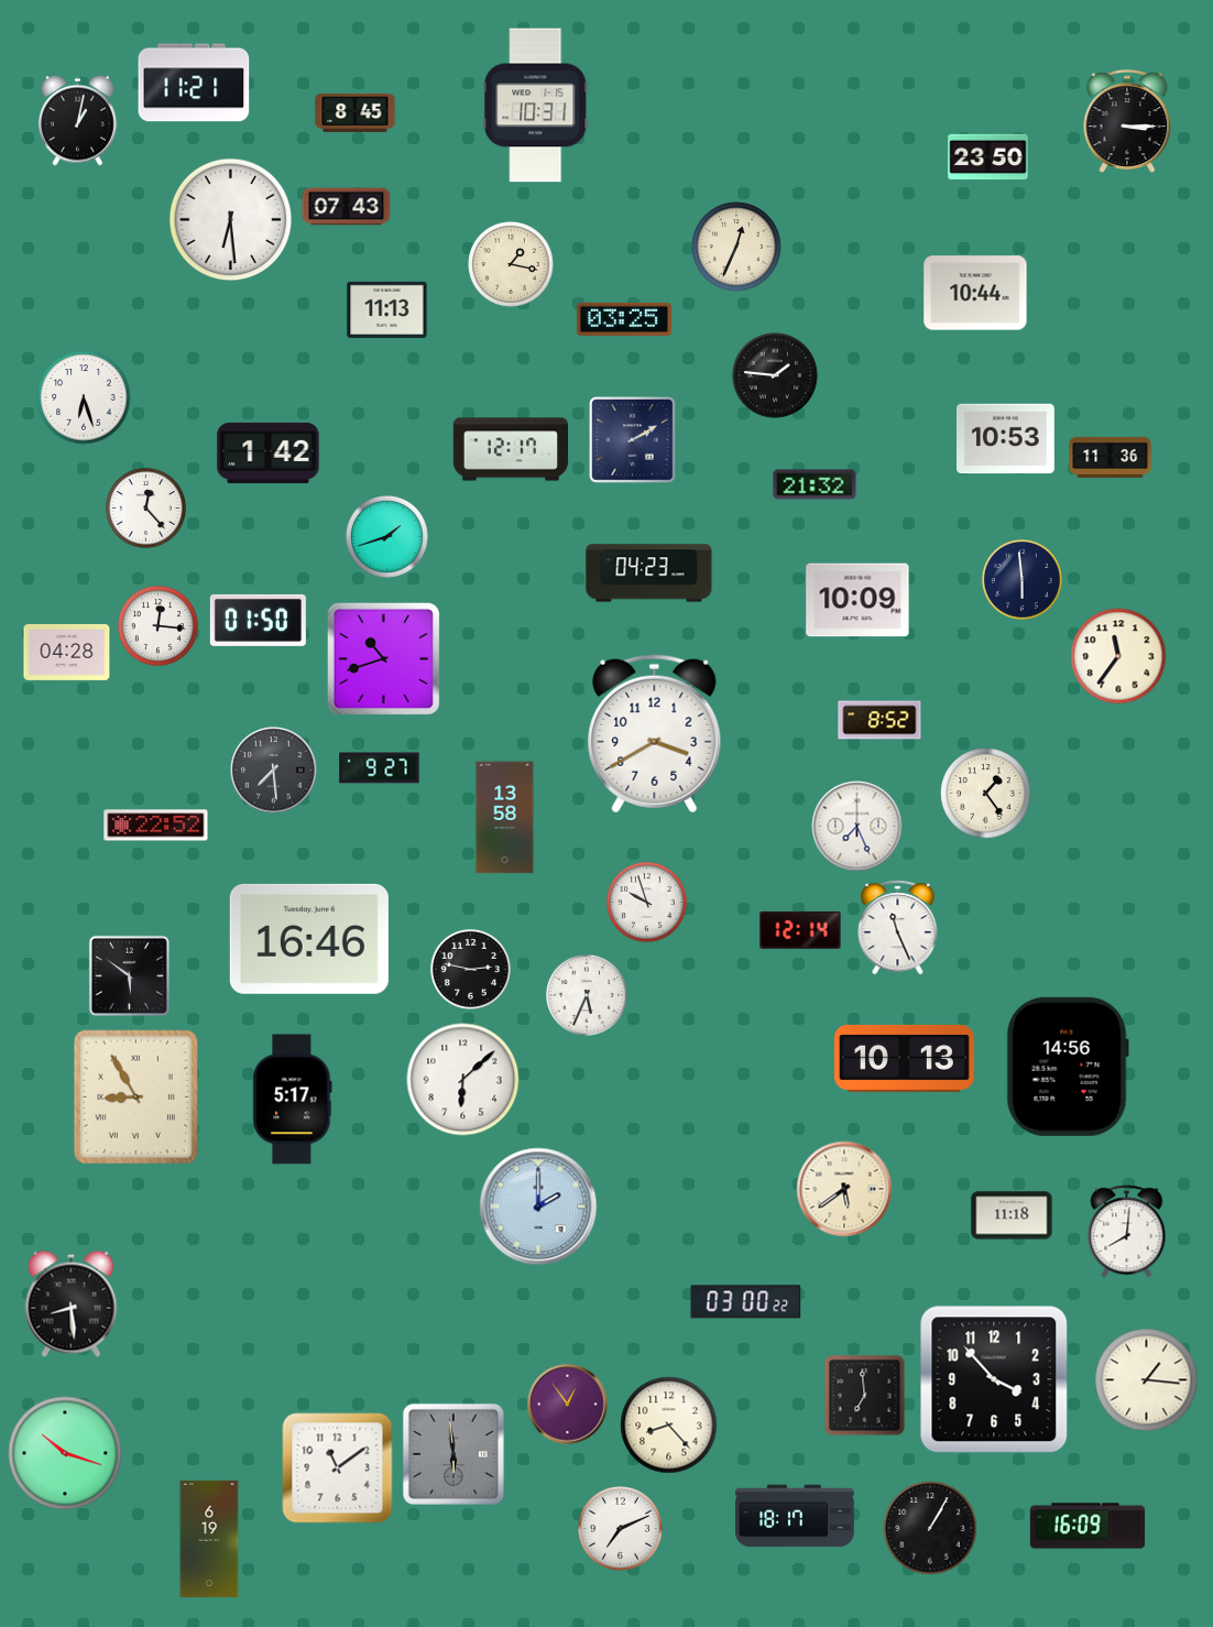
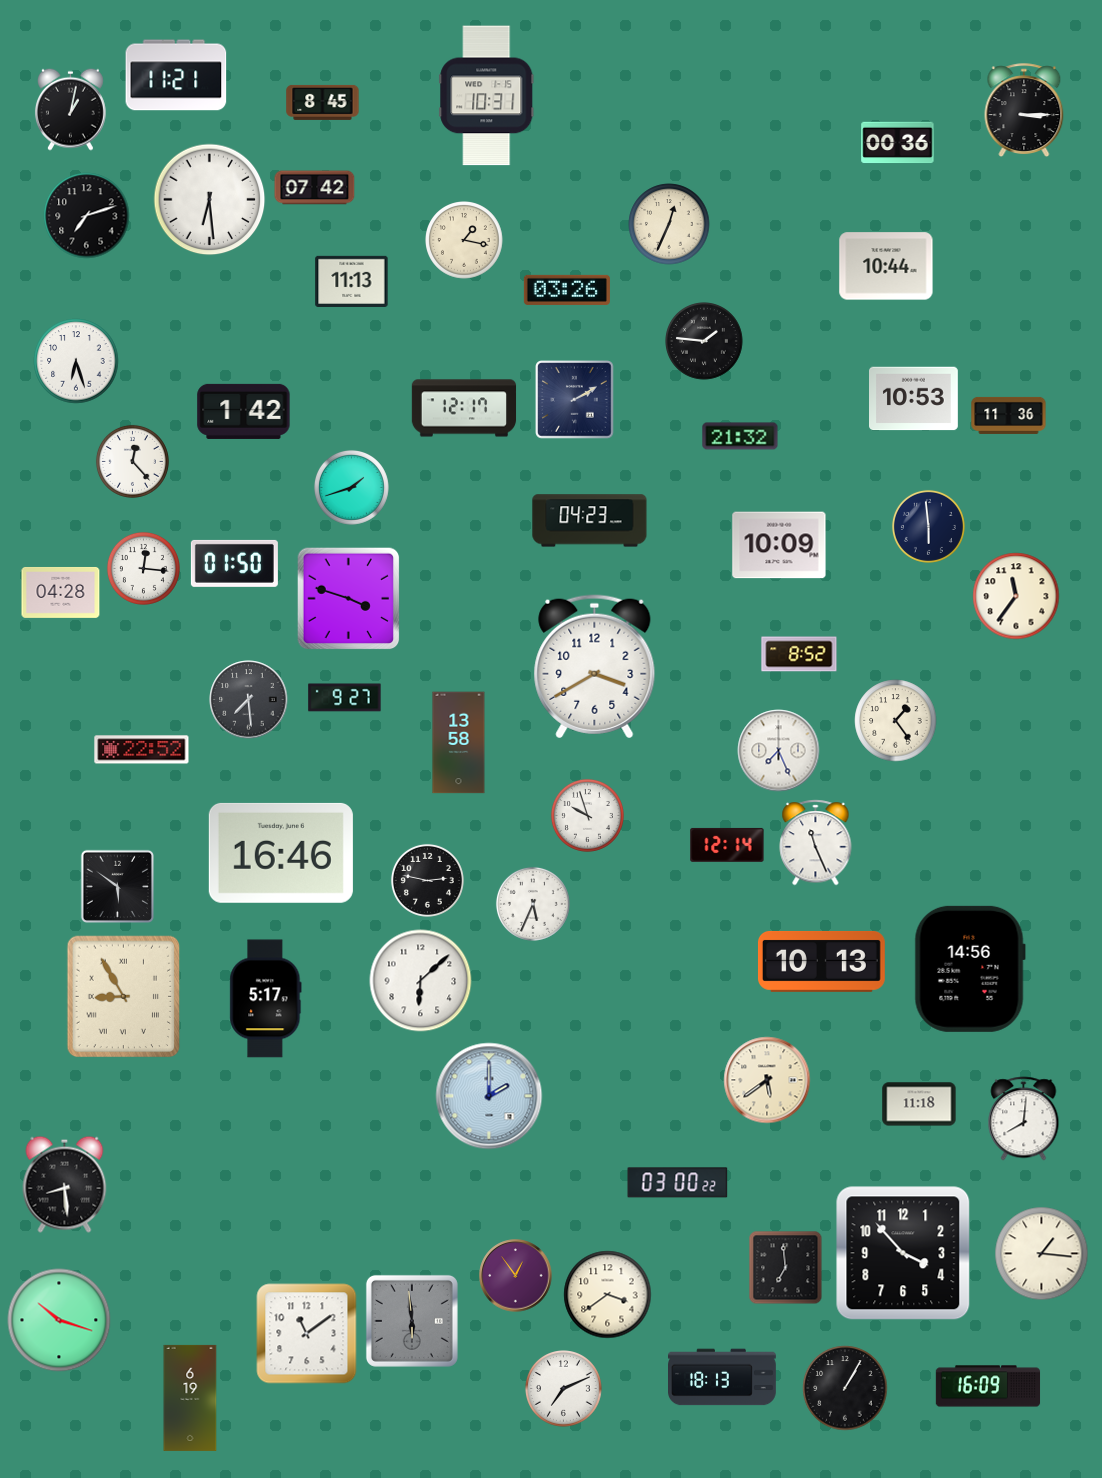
clock at (988, 157): 23:50 -> 00:36
clock at (347, 207): 07:43 -> 07:42
clock at (87, 216): none -> 7:12
clock at (624, 319): 03:25 -> 03:26
clock at (815, 484) position: (815, 484) -> (740, 436)
clock at (384, 659): 10:42 -> 3:48
clock at (646, 902) position: (646, 902) -> (587, 815)
clock at (669, 1426): 8:23 -> 3:39
clock at (796, 1516): 18:17 -> 18:13
